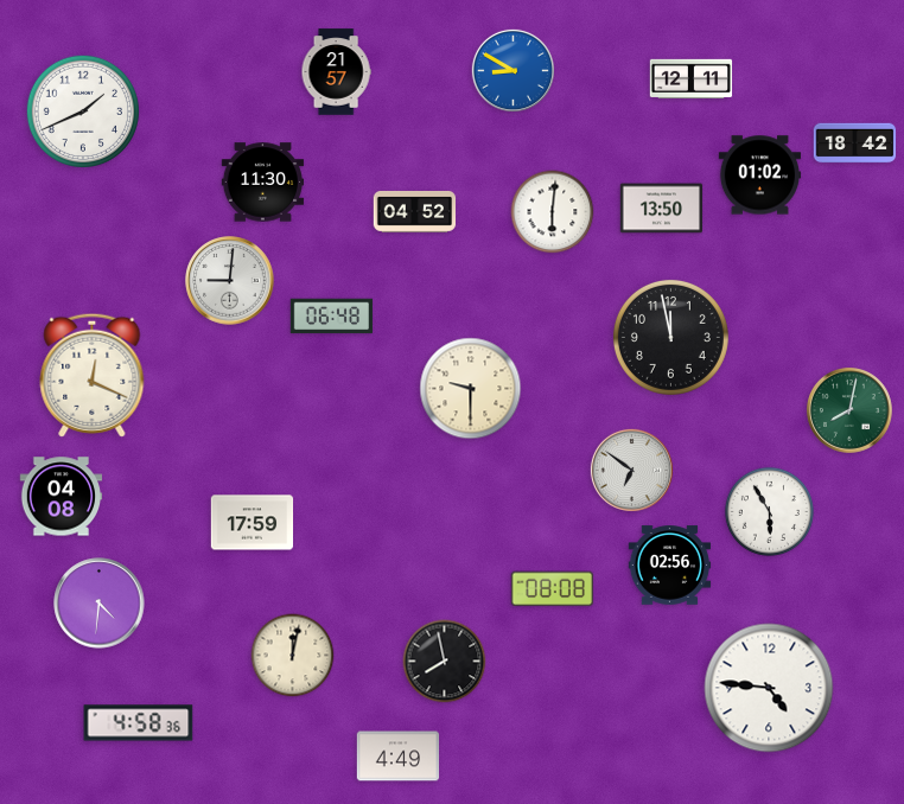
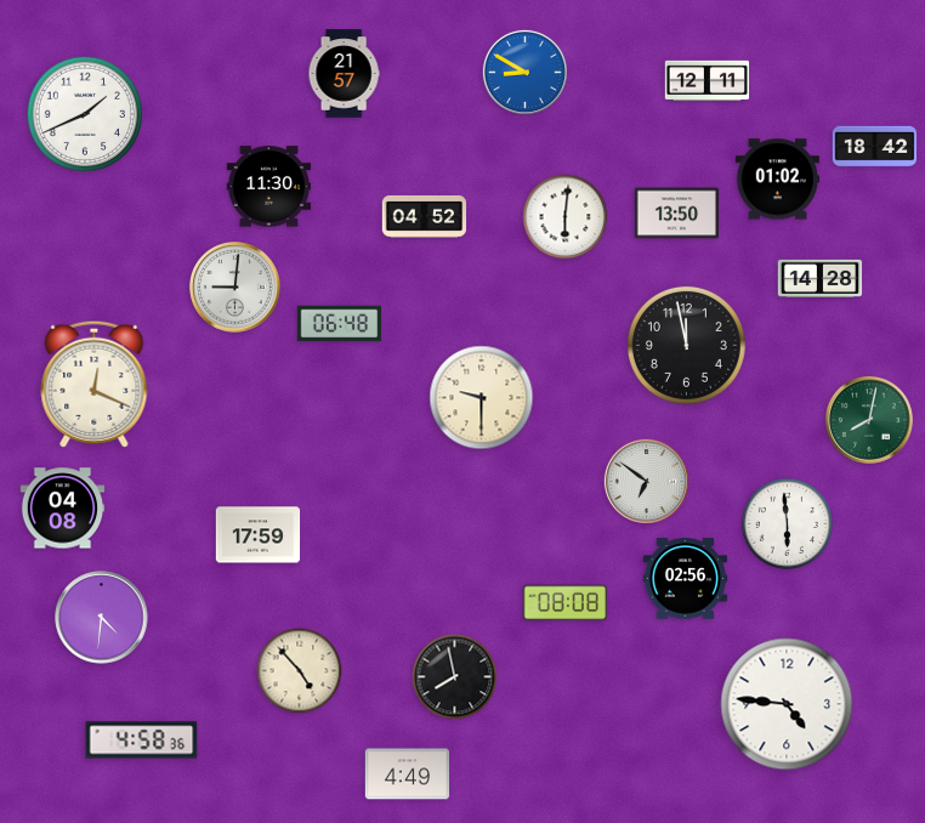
clock at (821, 278): none -> 14:28
clock at (769, 511): 5:55 -> 5:59
clock at (293, 656): 12:02 -> 4:53
